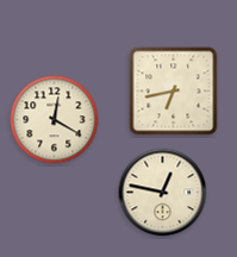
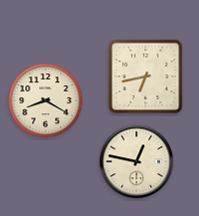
clock at (55, 120): 12:20 -> 8:20
